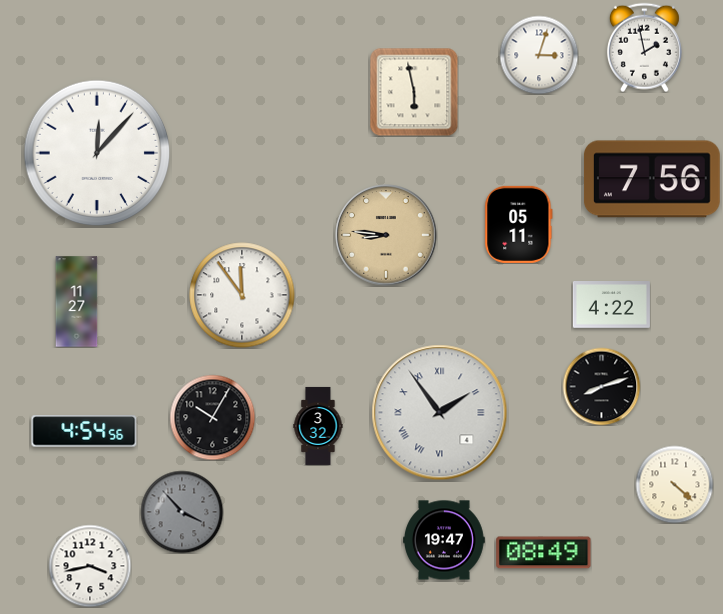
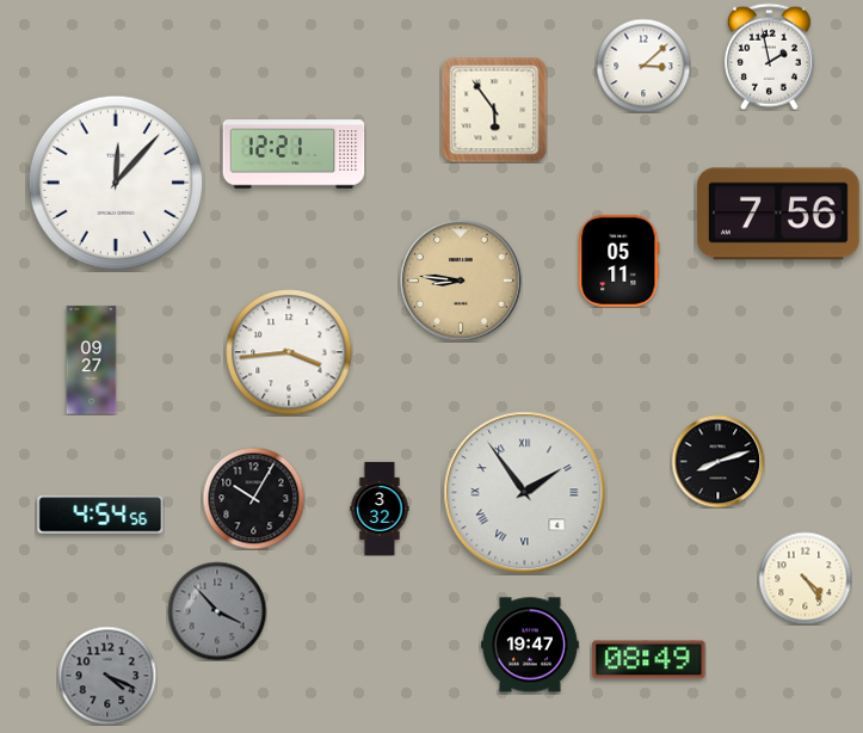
clock at (539, 55): 3:03 -> 3:08
clock at (414, 92): 5:58 -> 5:54
clock at (294, 154): none -> 12:21
clock at (519, 224) position: (519, 224) -> (619, 260)
clock at (242, 295): 11:54 -> 3:44
clock at (77, 302): 11:27 -> 09:27
clock at (611, 305): 4:22 -> none
clock at (674, 484): 4:22 -> 4:24
clock at (90, 566): 3:43 -> 4:19
clock at (90, 566) dial: white -> grey
